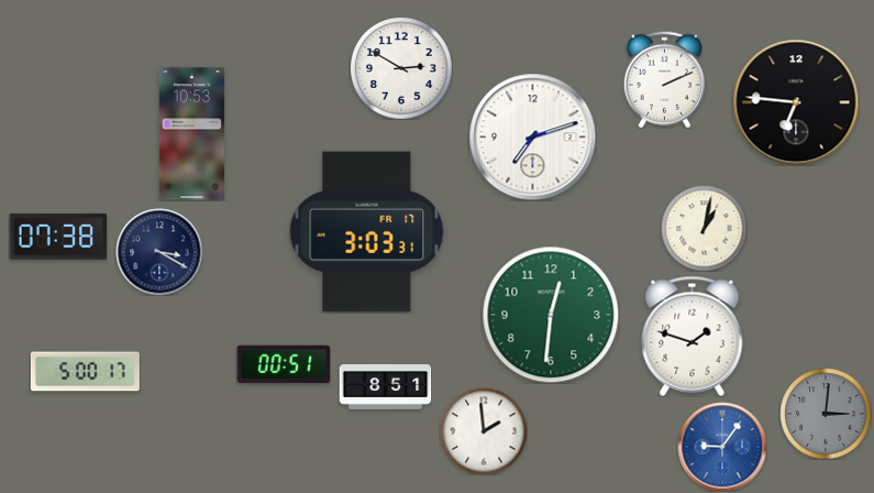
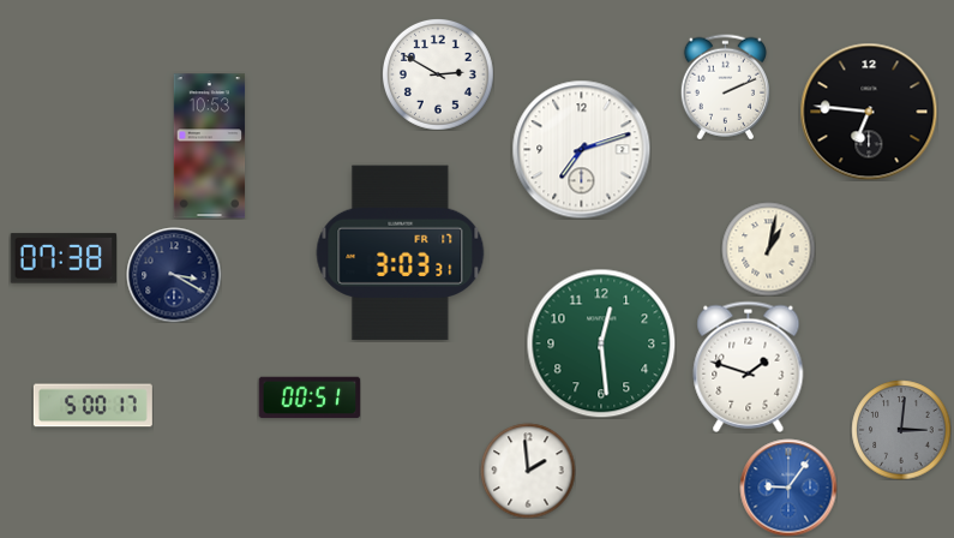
clock at (551, 315): 12:31 -> 12:29
clock at (693, 336) position: (693, 336) -> (749, 366)
clock at (385, 387): 8:51 -> none
clock at (826, 414) position: (826, 414) -> (901, 430)
